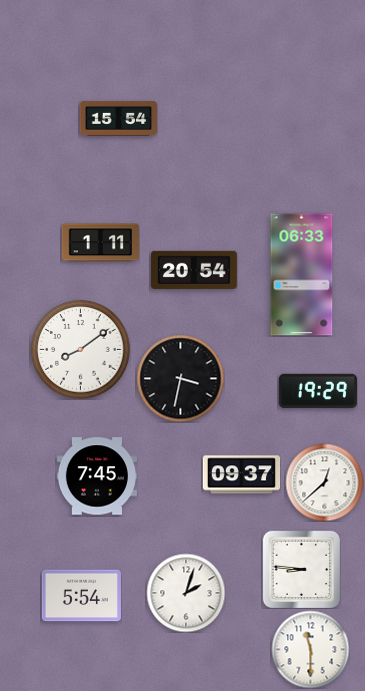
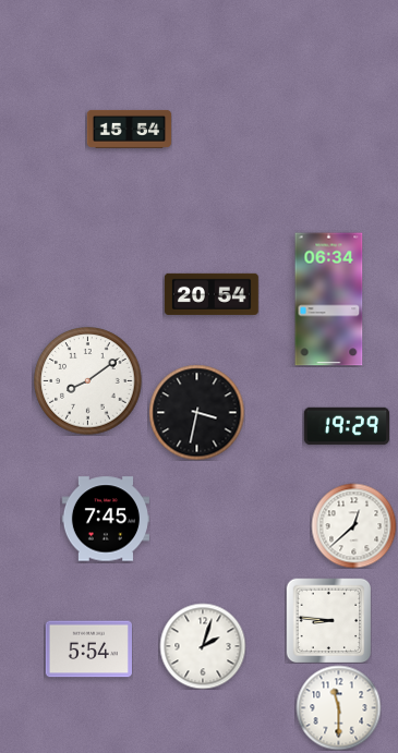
clock at (100, 243): 1:11 -> none
clock at (302, 275): 06:33 -> 06:34
clock at (241, 475): 09:37 -> none
